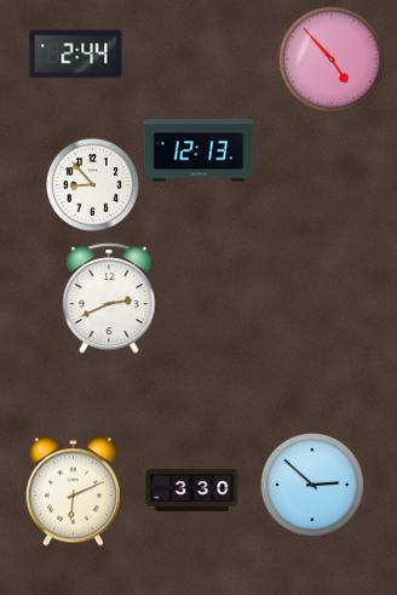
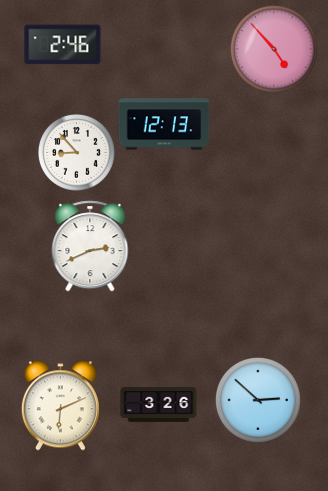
clock at (76, 55): 2:44 -> 2:46
clock at (192, 490): 3:30 -> 3:26
